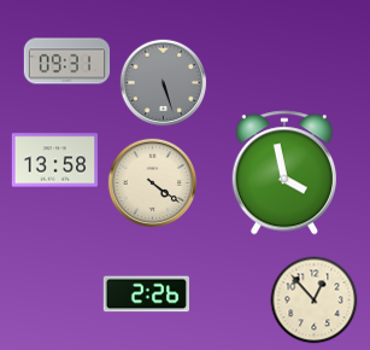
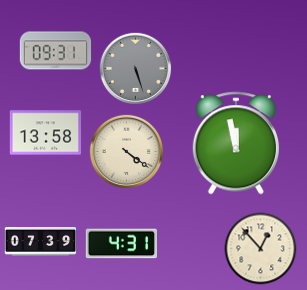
clock at (283, 173): 3:58 -> 11:58
clock at (41, 242): none -> 07:39
clock at (147, 294): 2:26 -> 4:31
